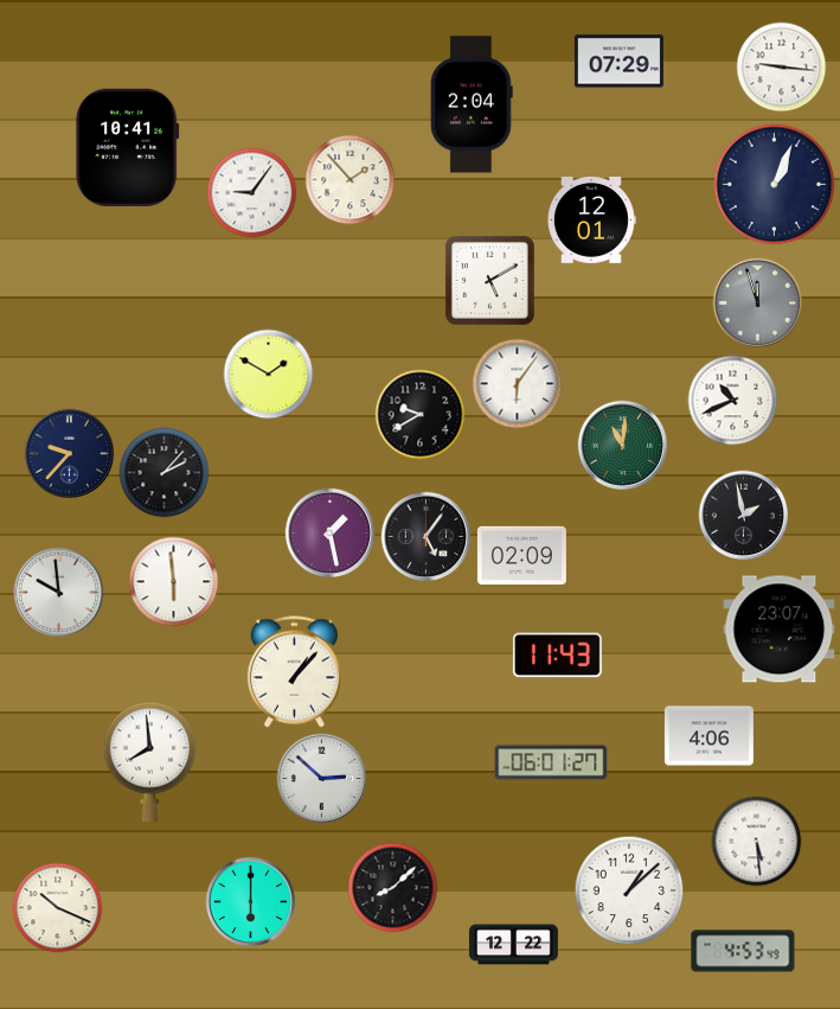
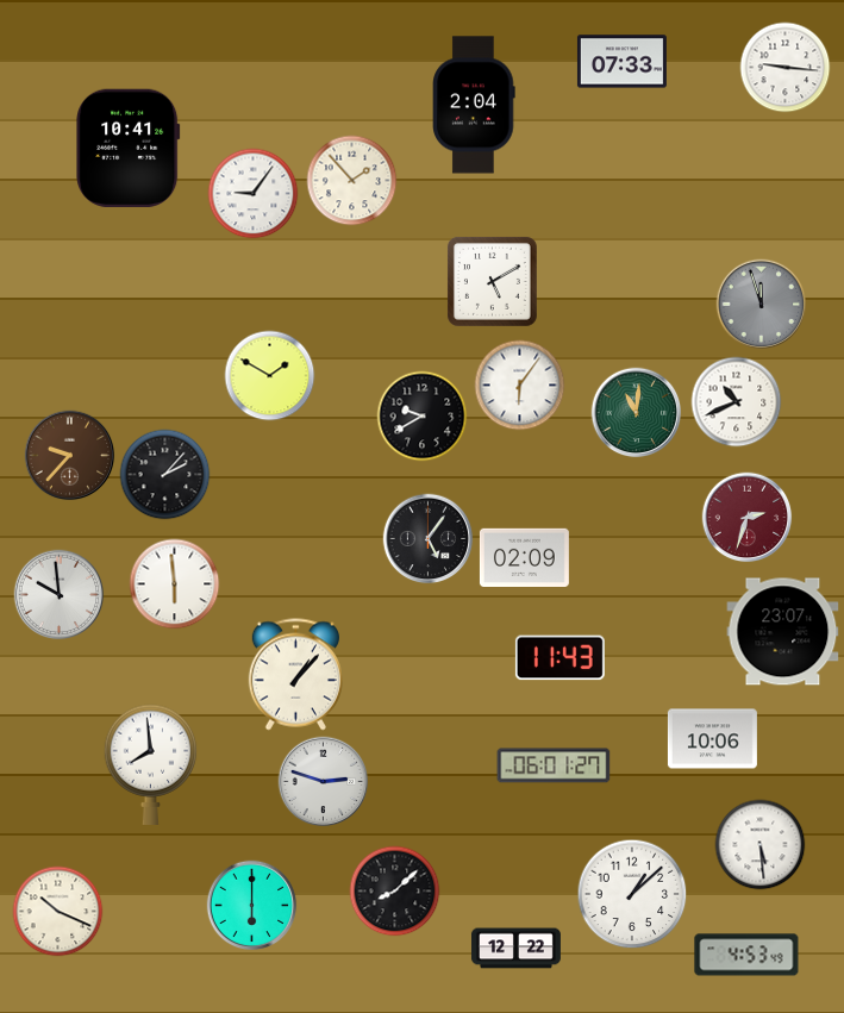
clock at (618, 62): 07:29 -> 07:33
clock at (775, 185): 1:04 -> none
clock at (591, 221): 12:01 -> none
clock at (623, 446) position: (623, 446) -> (637, 413)
clock at (70, 454) dial: navy -> brown
clock at (744, 516): 1:58 -> 2:33
clock at (744, 516) dial: black -> burgundy
clock at (331, 534): 1:28 -> none
clock at (708, 736): 4:06 -> 10:06
clock at (322, 779): 2:52 -> 2:48
